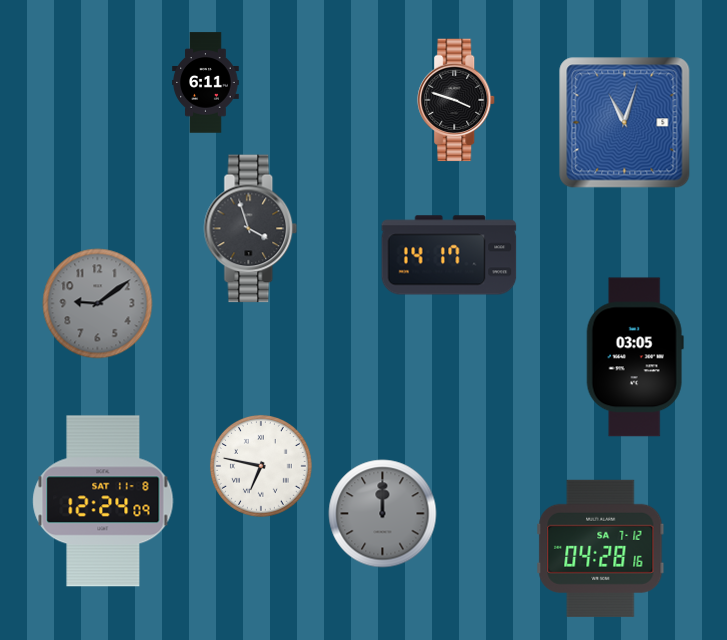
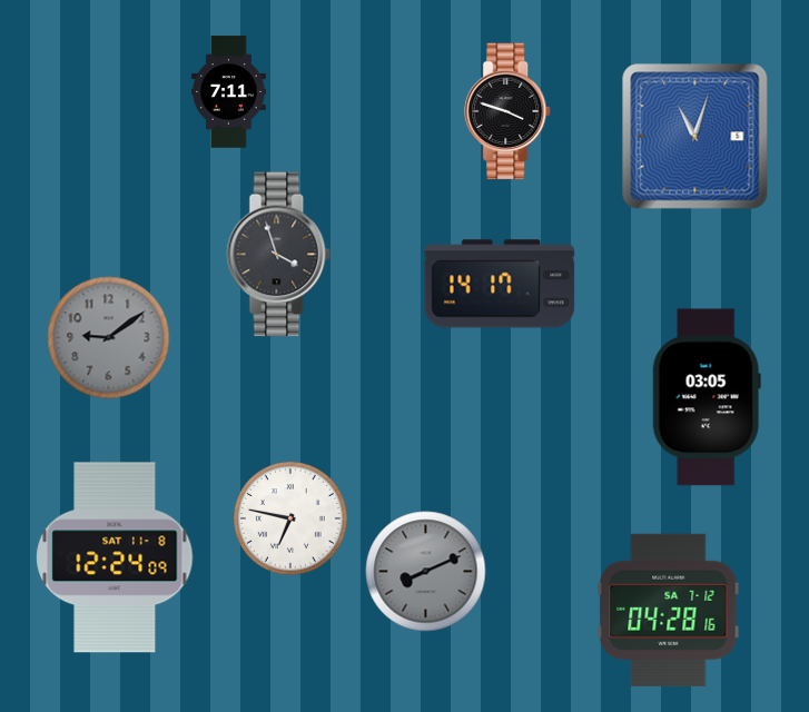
clock at (206, 83): 6:11 -> 7:11
clock at (383, 514): 12:00 -> 8:11
